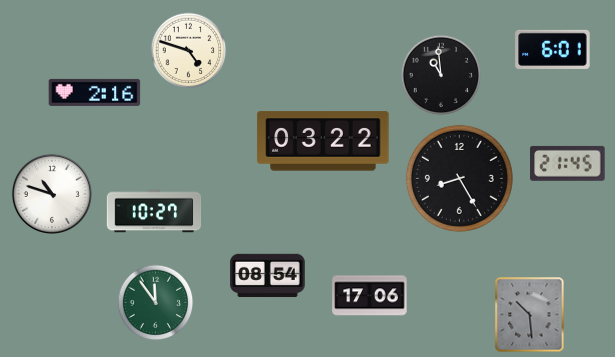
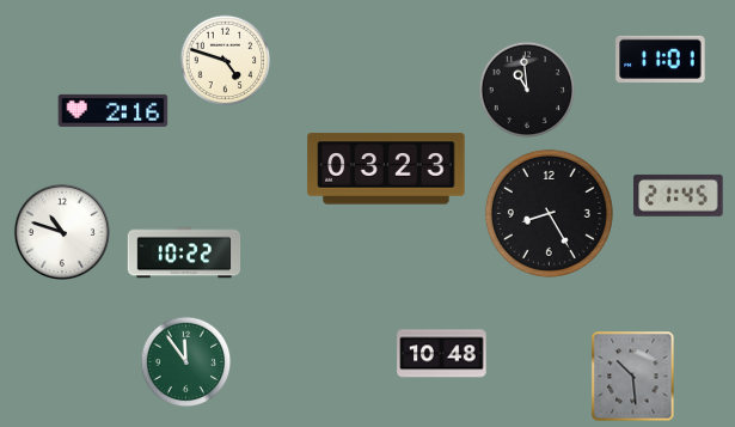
clock at (553, 49): 6:01 -> 11:01
clock at (323, 141): 03:22 -> 03:23
clock at (154, 211): 10:27 -> 10:22
clock at (268, 276): 08:54 -> none
clock at (370, 296): 17:06 -> 10:48
